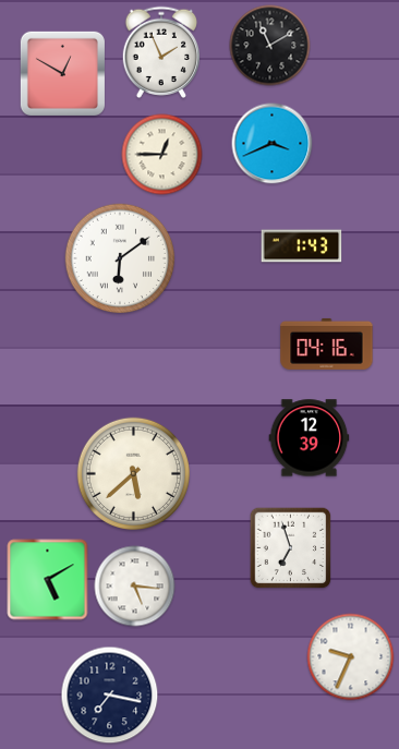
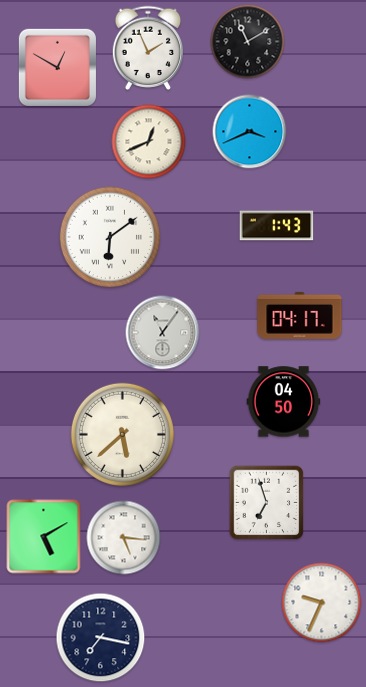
clock at (162, 155): 12:45 -> 12:41
clock at (327, 343): 04:16 -> 04:17
clock at (163, 333): none -> 11:06
clock at (310, 438): 12:39 -> 04:50
clock at (48, 580) position: (48, 580) -> (44, 537)
